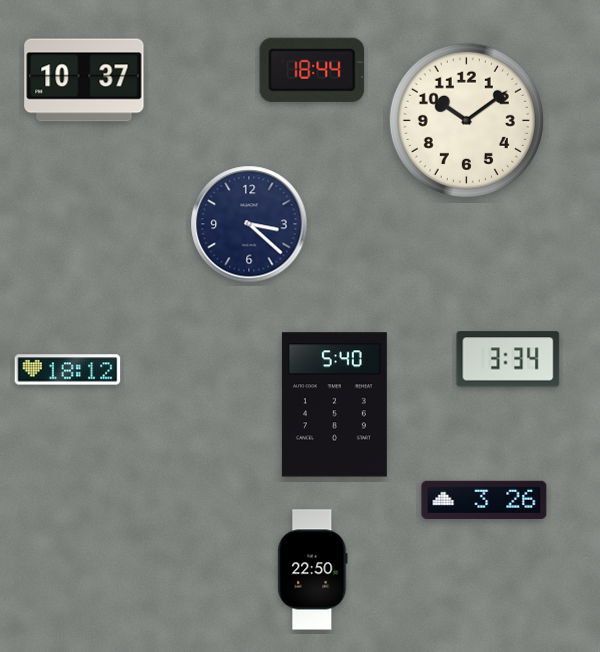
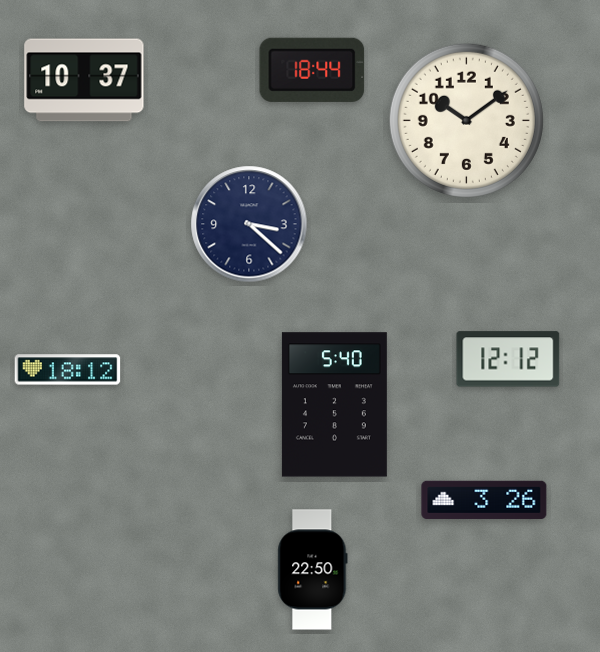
clock at (508, 359): 3:34 -> 12:12
